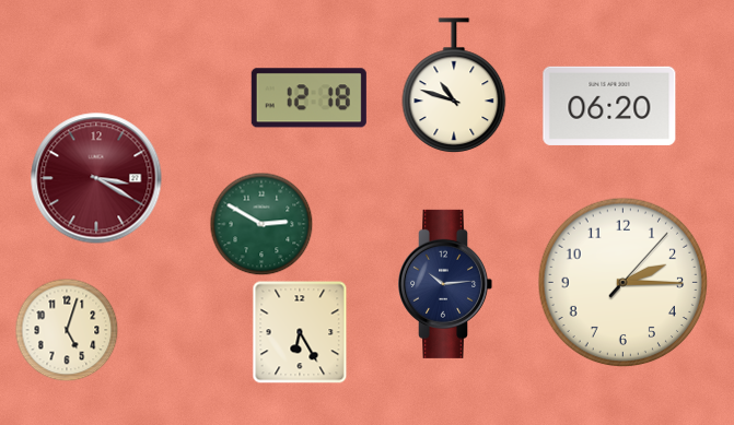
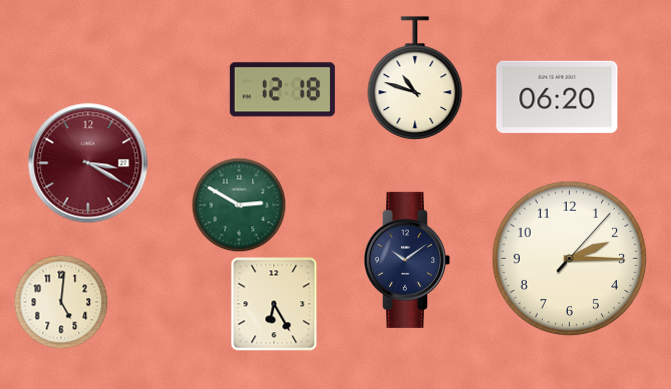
clock at (446, 284): 10:14 -> 10:09
clock at (67, 330): 5:03 -> 5:01
